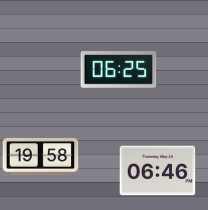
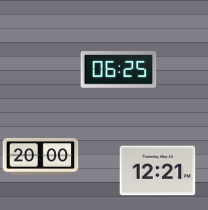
clock at (41, 156): 19:58 -> 20:00
clock at (158, 171): 06:46 -> 12:21
